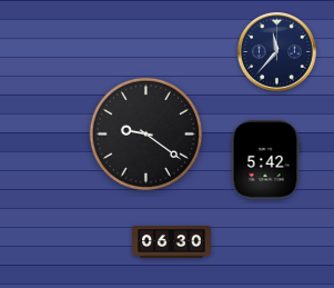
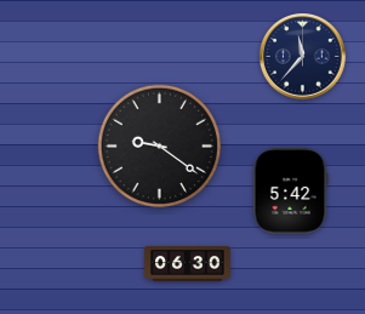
clock at (265, 160) position: (265, 160) -> (290, 192)
